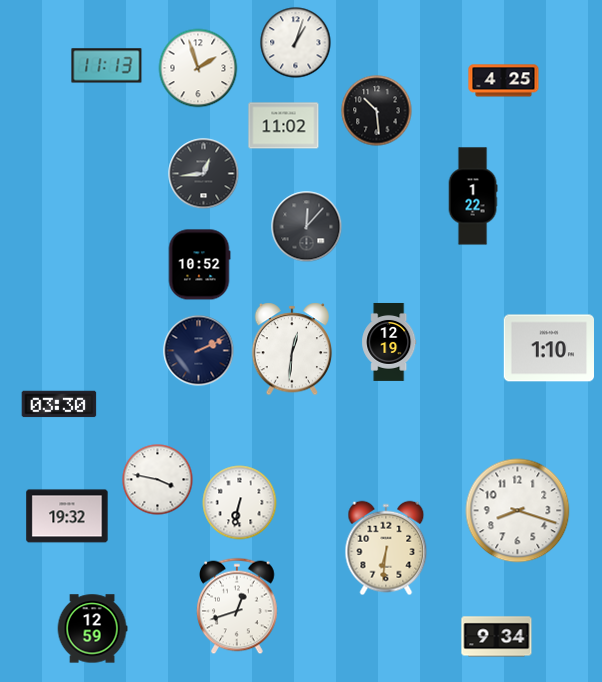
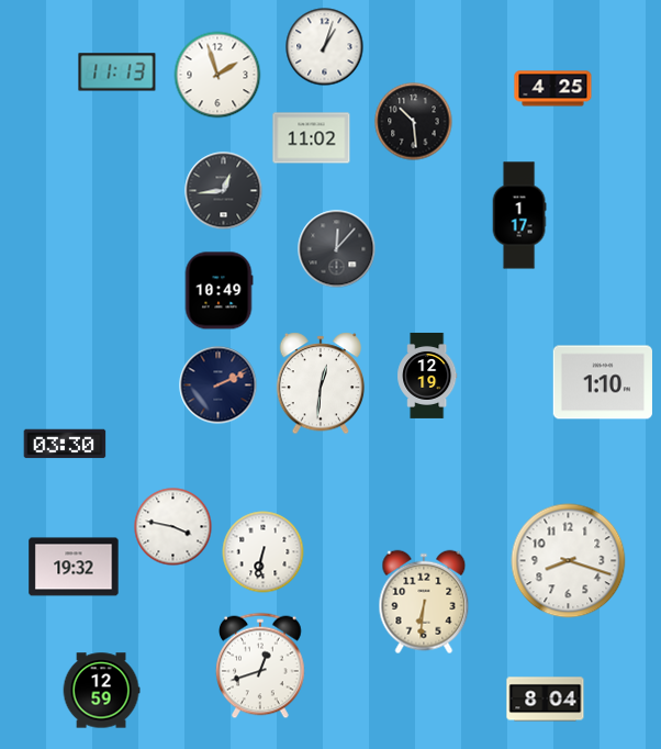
clock at (473, 196): 1:22 -> 1:17
clock at (199, 265): 10:52 -> 10:49
clock at (497, 637): 9:34 -> 8:04
